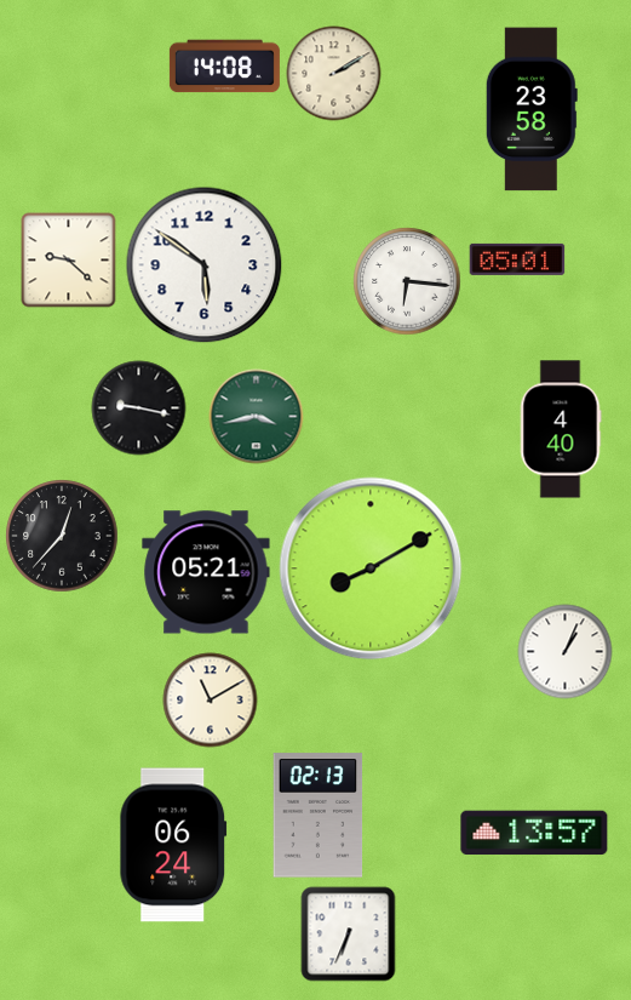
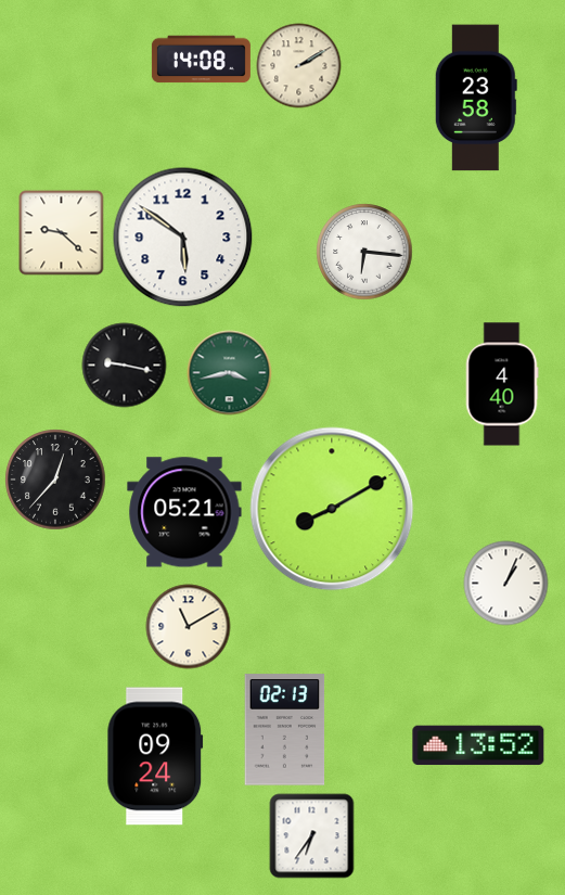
clock at (517, 259): 05:01 -> none
clock at (534, 833): 13:57 -> 13:52
clock at (173, 845): 06:24 -> 09:24
clock at (348, 933): 6:34 -> 6:36
